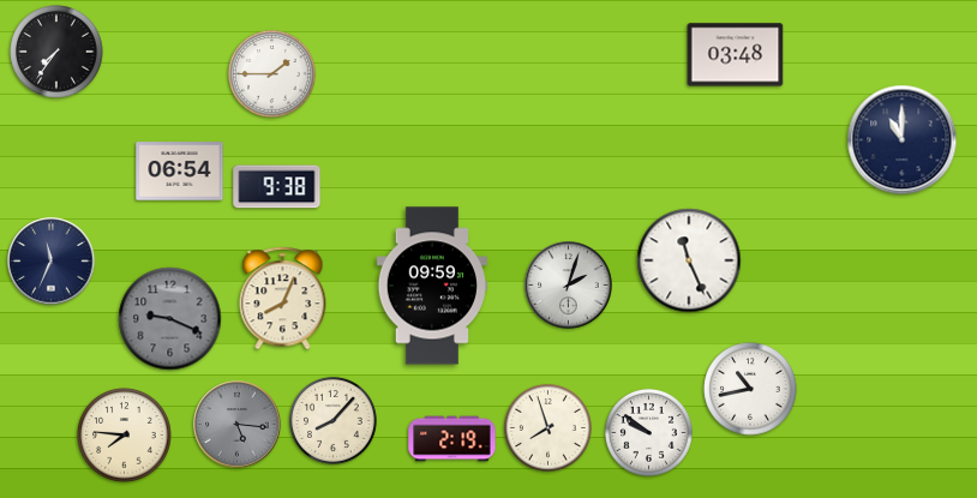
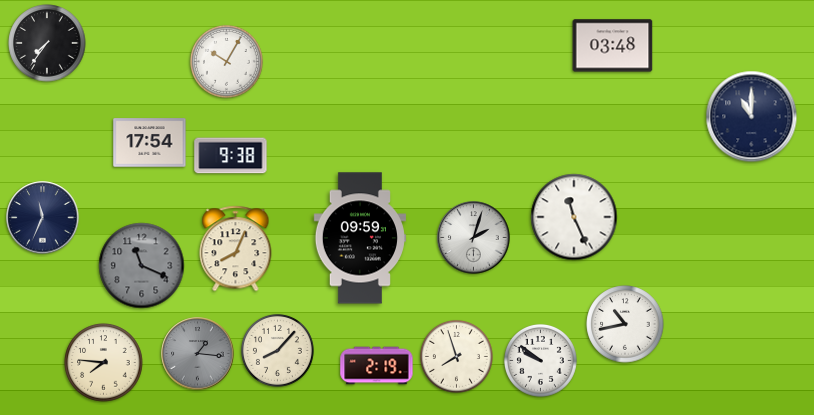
clock at (271, 73): 1:45 -> 10:05
clock at (180, 172): 06:54 -> 17:54
clock at (170, 319): 9:19 -> 11:19
clock at (238, 425): 5:16 -> 1:16
